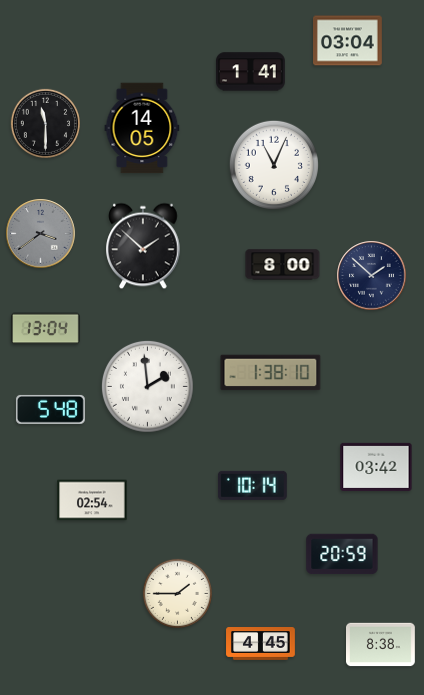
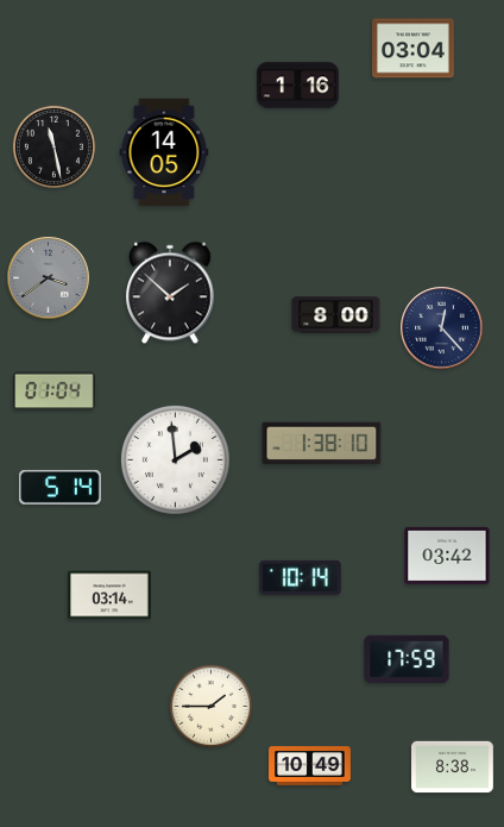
clock at (251, 72): 1:41 -> 1:16
clock at (45, 123): 11:30 -> 11:28
clock at (142, 128) position: (142, 128) -> (164, 152)
clock at (274, 165): 11:04 -> none
clock at (372, 276): 1:52 -> 12:23
clock at (46, 329): 13:04 -> 01:04
clock at (50, 409): 5:48 -> 5:14
clock at (92, 500): 02:54 -> 03:14
clock at (342, 554): 20:59 -> 17:59
clock at (261, 644): 4:45 -> 10:49
